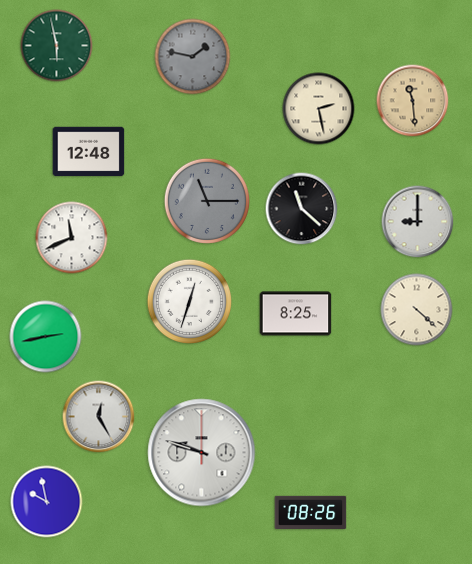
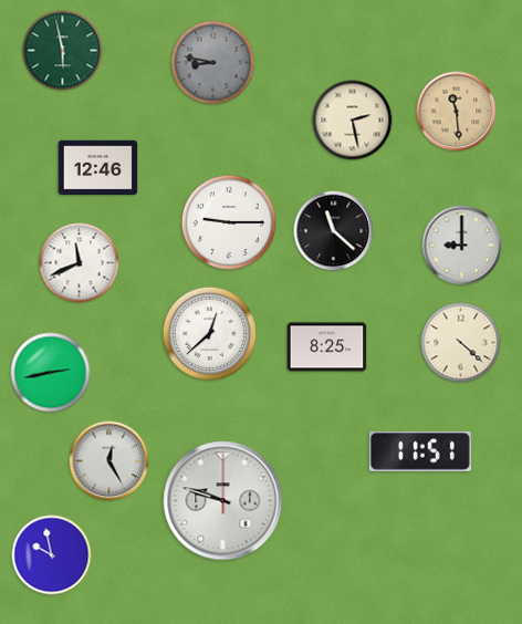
clock at (193, 57): 1:47 -> 8:47
clock at (89, 152): 12:48 -> 12:46
clock at (207, 201): 11:15 -> 9:15
clock at (207, 201) dial: grey -> white
clock at (189, 301): 12:33 -> 12:38
clock at (420, 451): none -> 11:51
clock at (311, 513): 08:26 -> none
